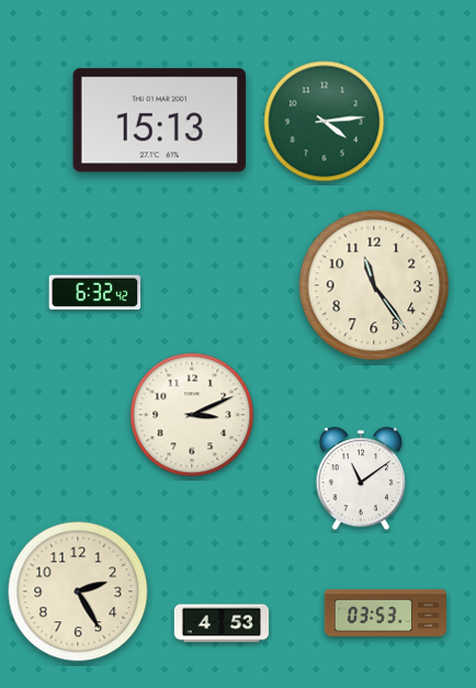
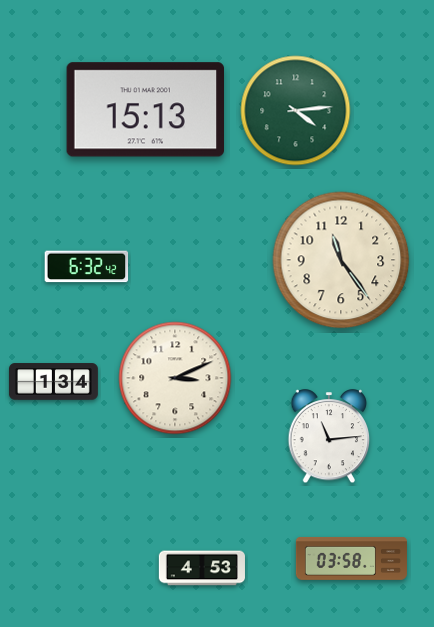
clock at (54, 382): none -> 1:34
clock at (361, 480): 11:09 -> 11:14
clock at (78, 591): 2:25 -> none
clock at (385, 612): 03:53 -> 03:58
